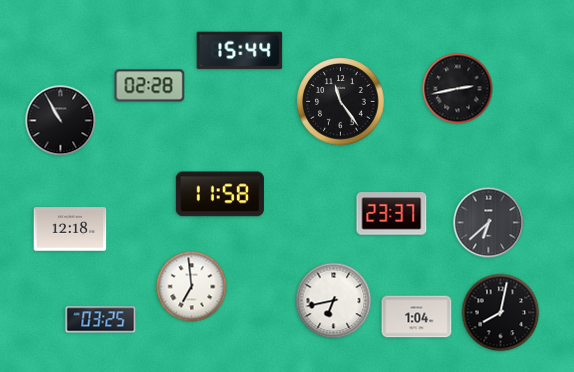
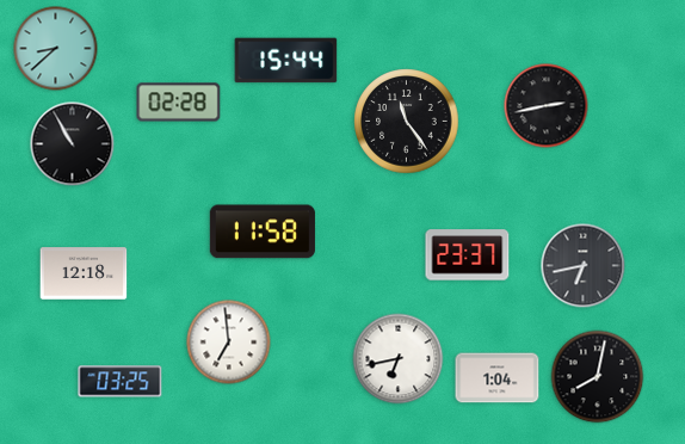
clock at (56, 49): none -> 8:38
clock at (489, 223): 6:38 -> 6:43
clock at (501, 313) position: (501, 313) -> (598, 377)
